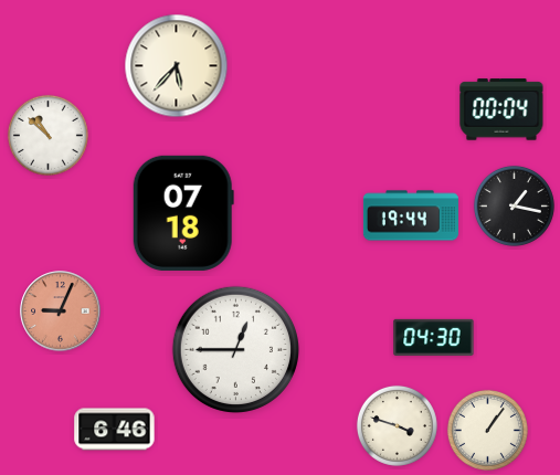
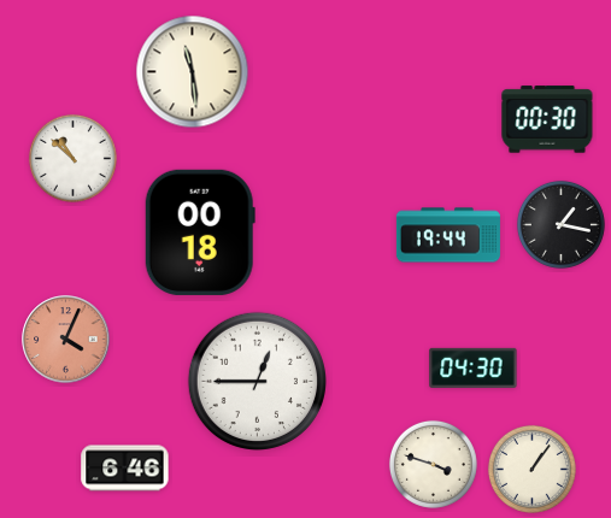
clock at (177, 66): 5:37 -> 11:29
clock at (501, 109): 00:04 -> 00:30
clock at (47, 135) position: (47, 135) -> (72, 158)
clock at (183, 213): 07:18 -> 00:18
clock at (61, 312): 9:04 -> 4:04
